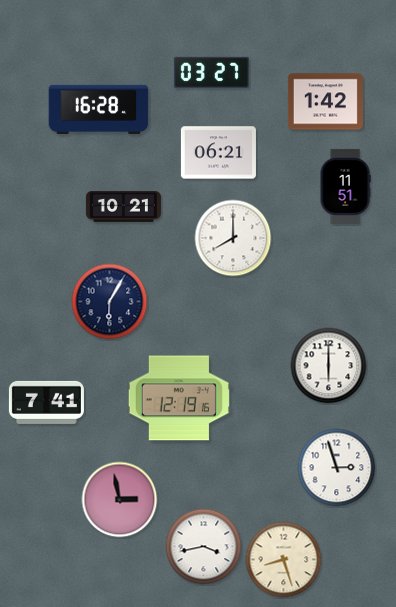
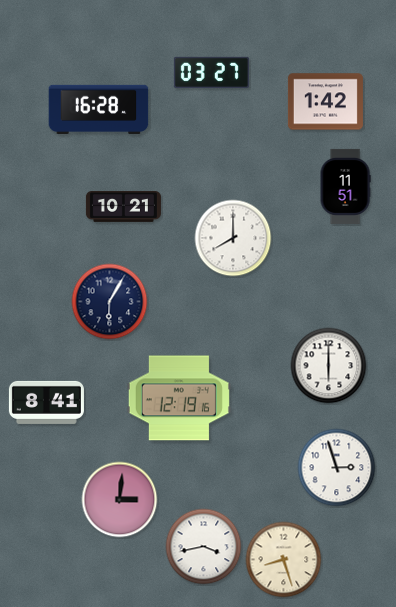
clock at (218, 153): 06:21 -> none
clock at (46, 402): 7:41 -> 8:41
clock at (120, 500): 2:58 -> 3:01
